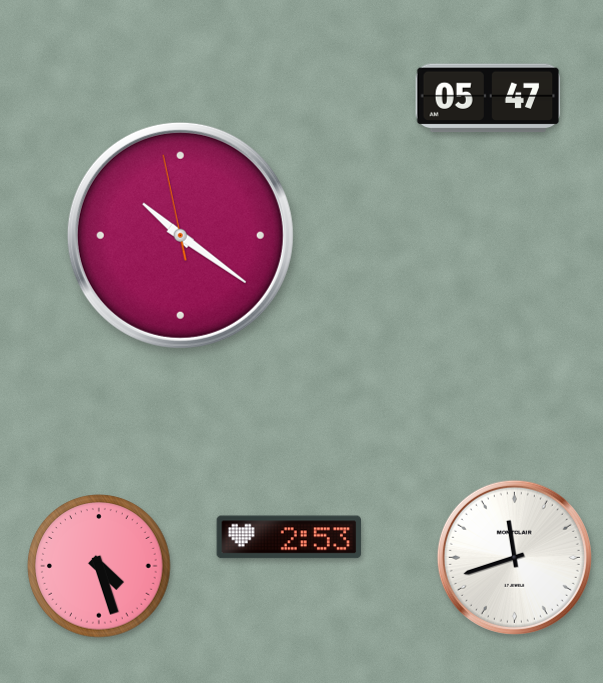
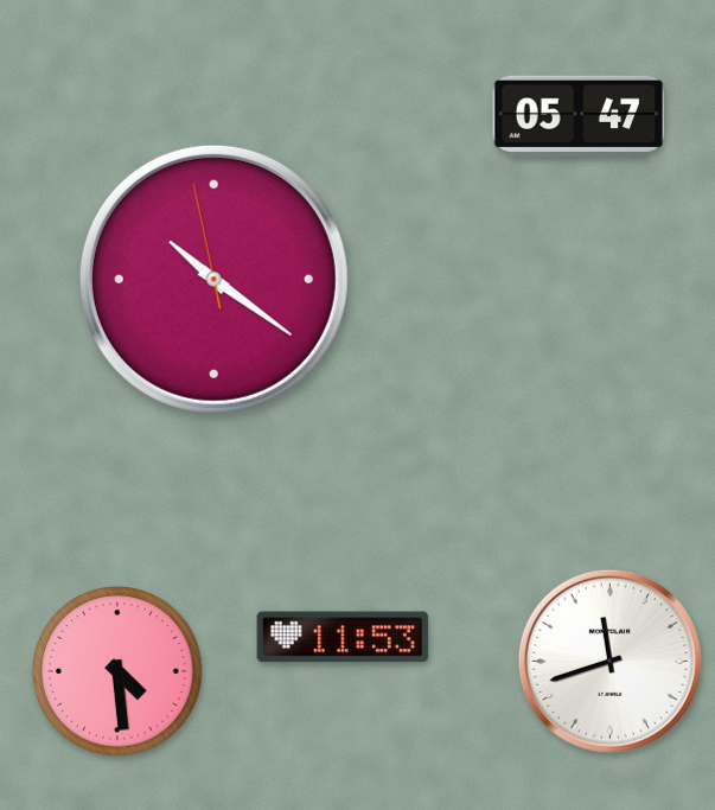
clock at (289, 537): 2:53 -> 11:53
clock at (99, 566): 4:27 -> 4:29
